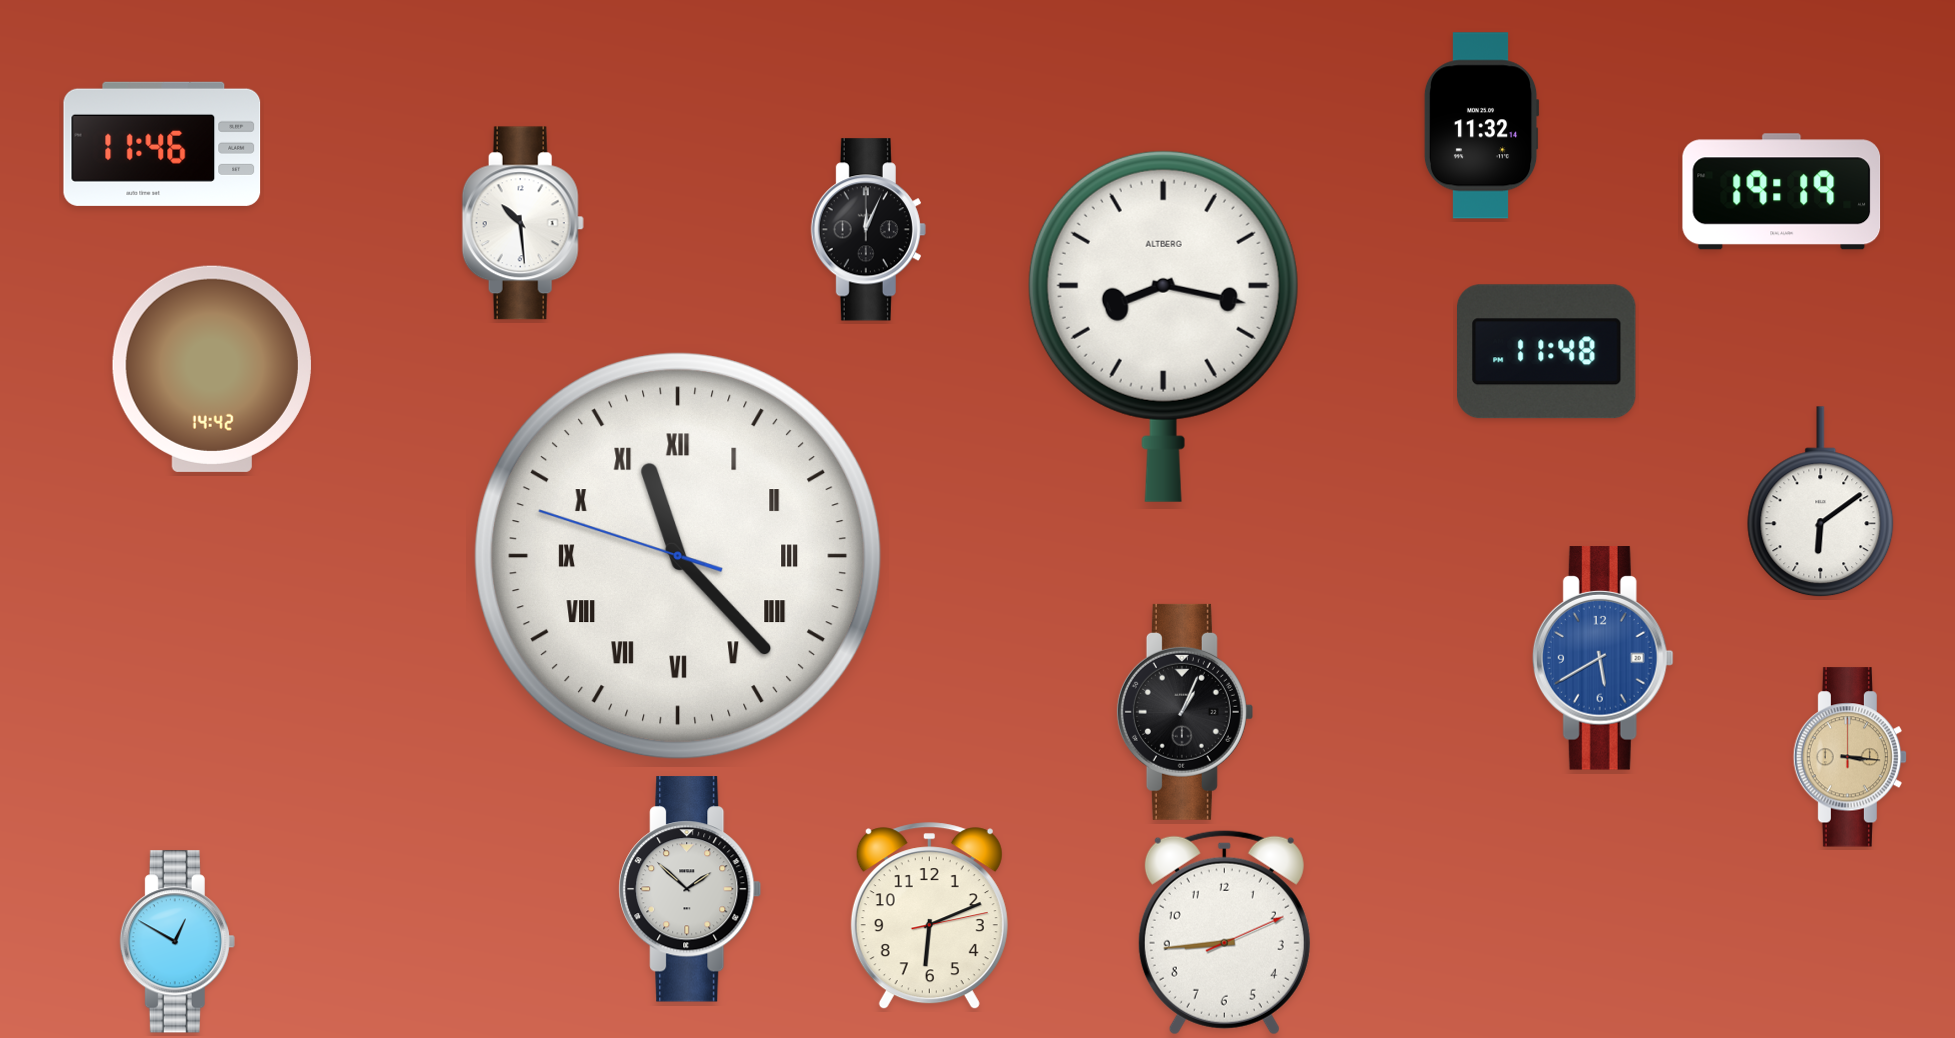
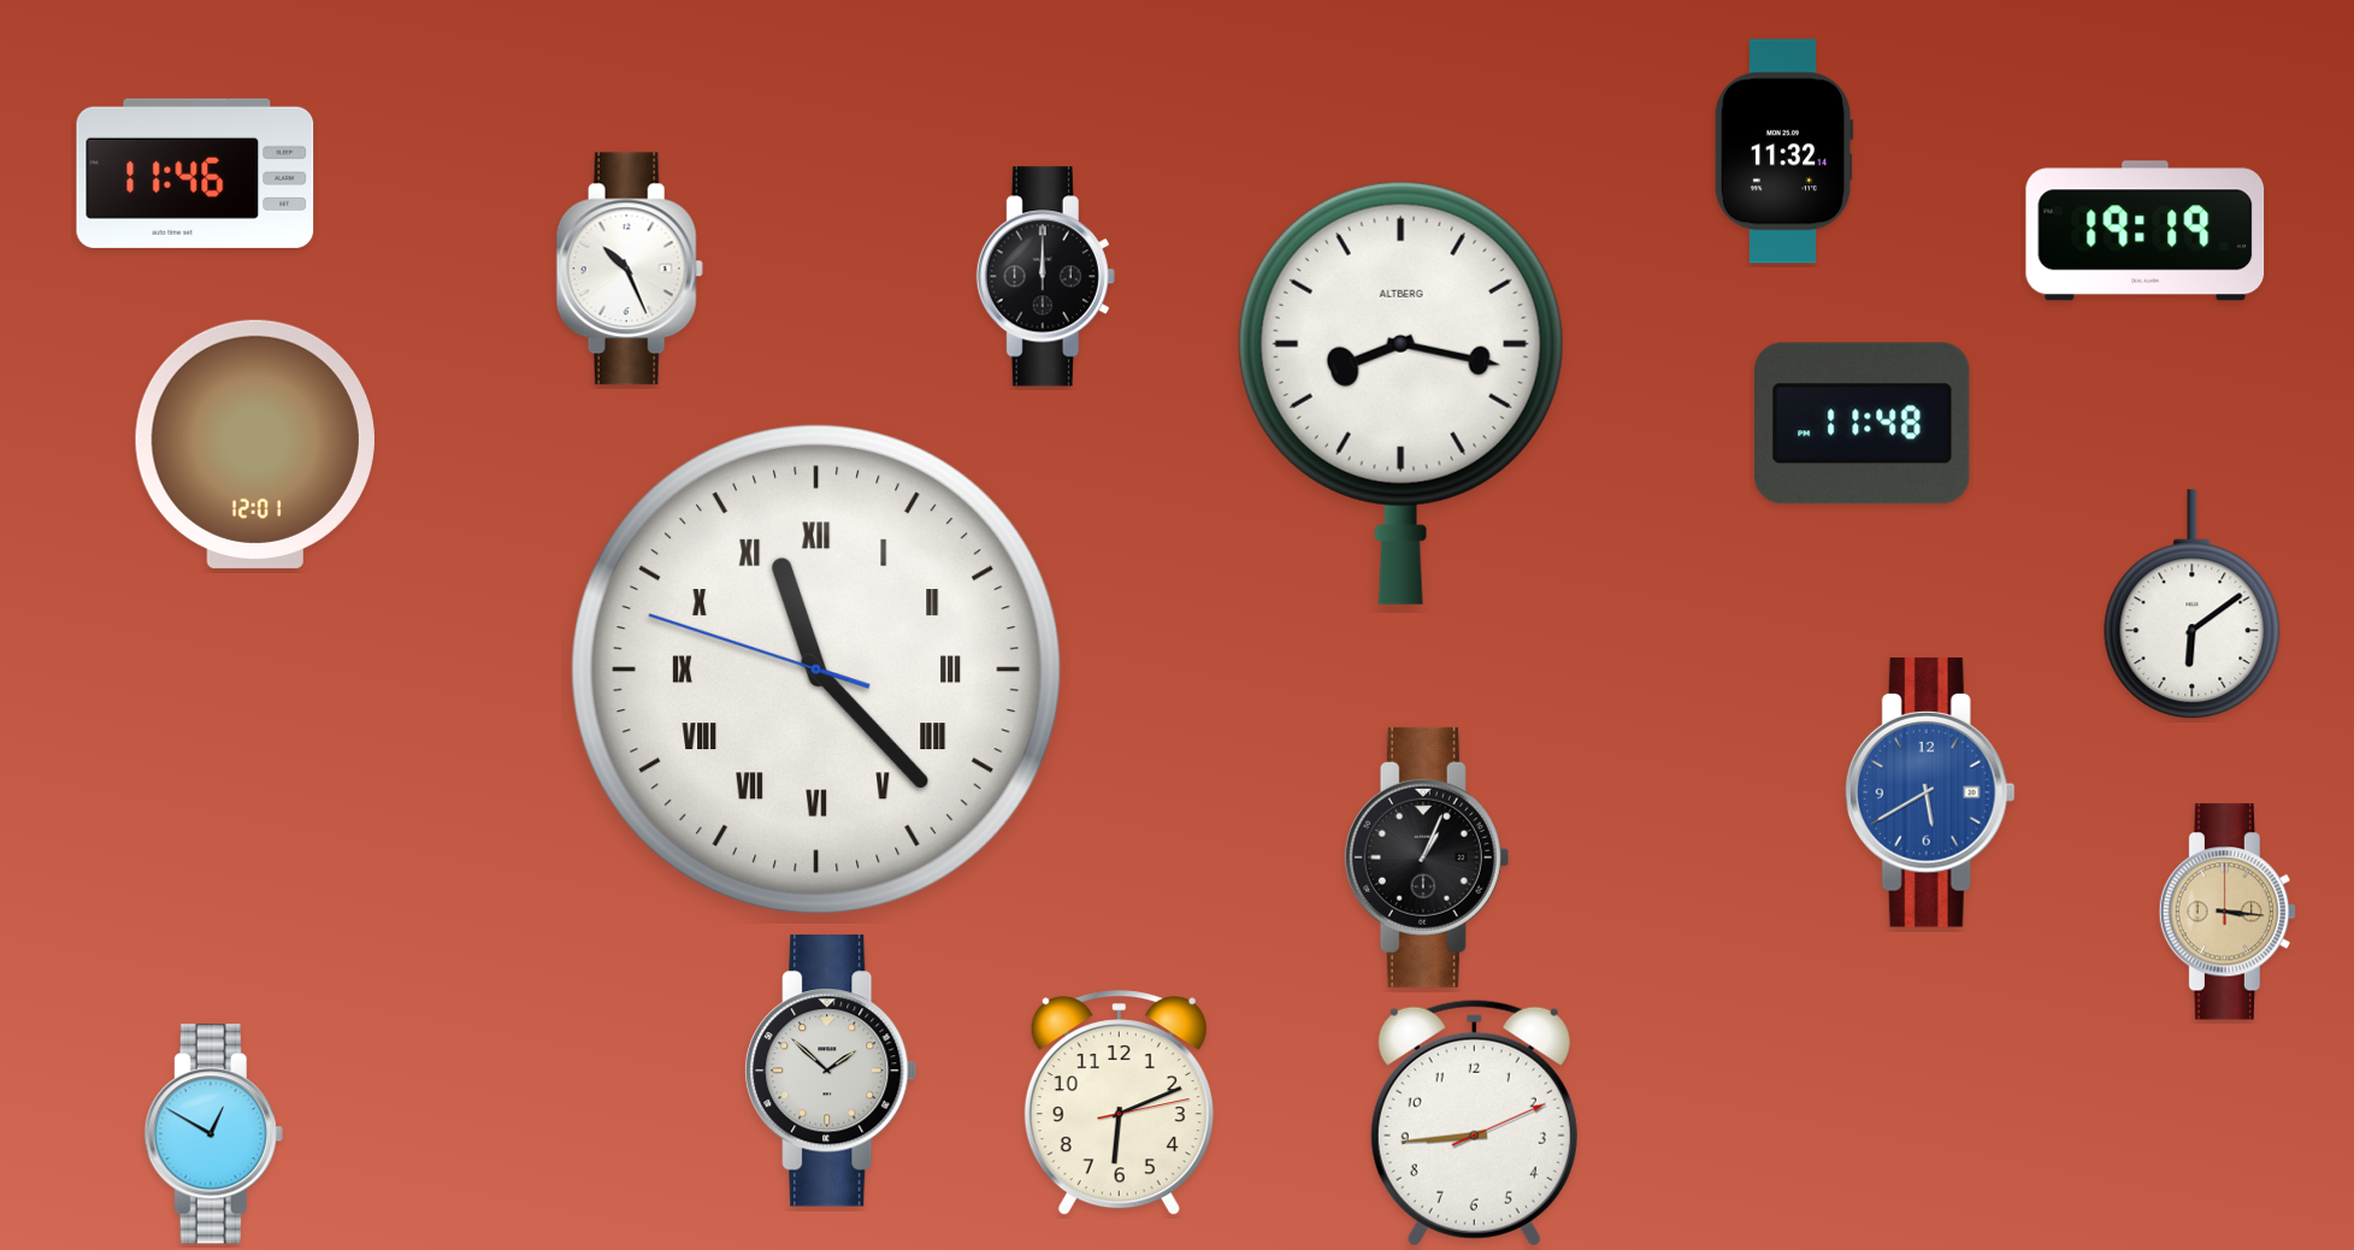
clock at (523, 223): 10:29 -> 10:26
clock at (868, 230): 12:04 -> 12:00
clock at (212, 369): 14:42 -> 12:01
